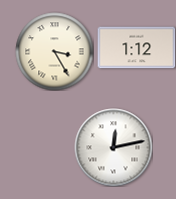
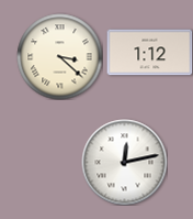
clock at (54, 51): 3:25 -> 3:22
